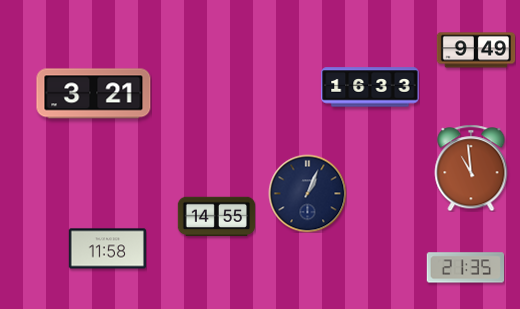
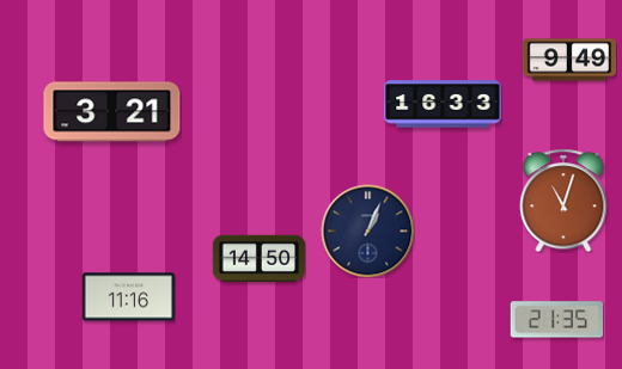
clock at (471, 168): 10:59 -> 11:03
clock at (216, 217): 14:55 -> 14:50
clock at (107, 249): 11:58 -> 11:16
